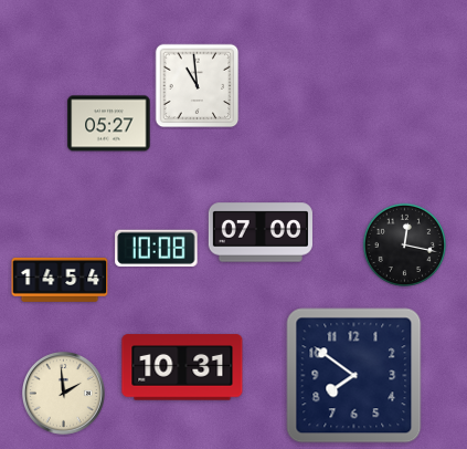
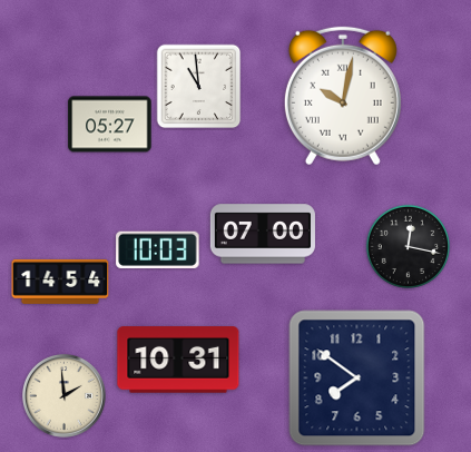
clock at (343, 96): none -> 10:02
clock at (157, 248): 10:08 -> 10:03
clock at (182, 367) position: (182, 367) -> (178, 360)
